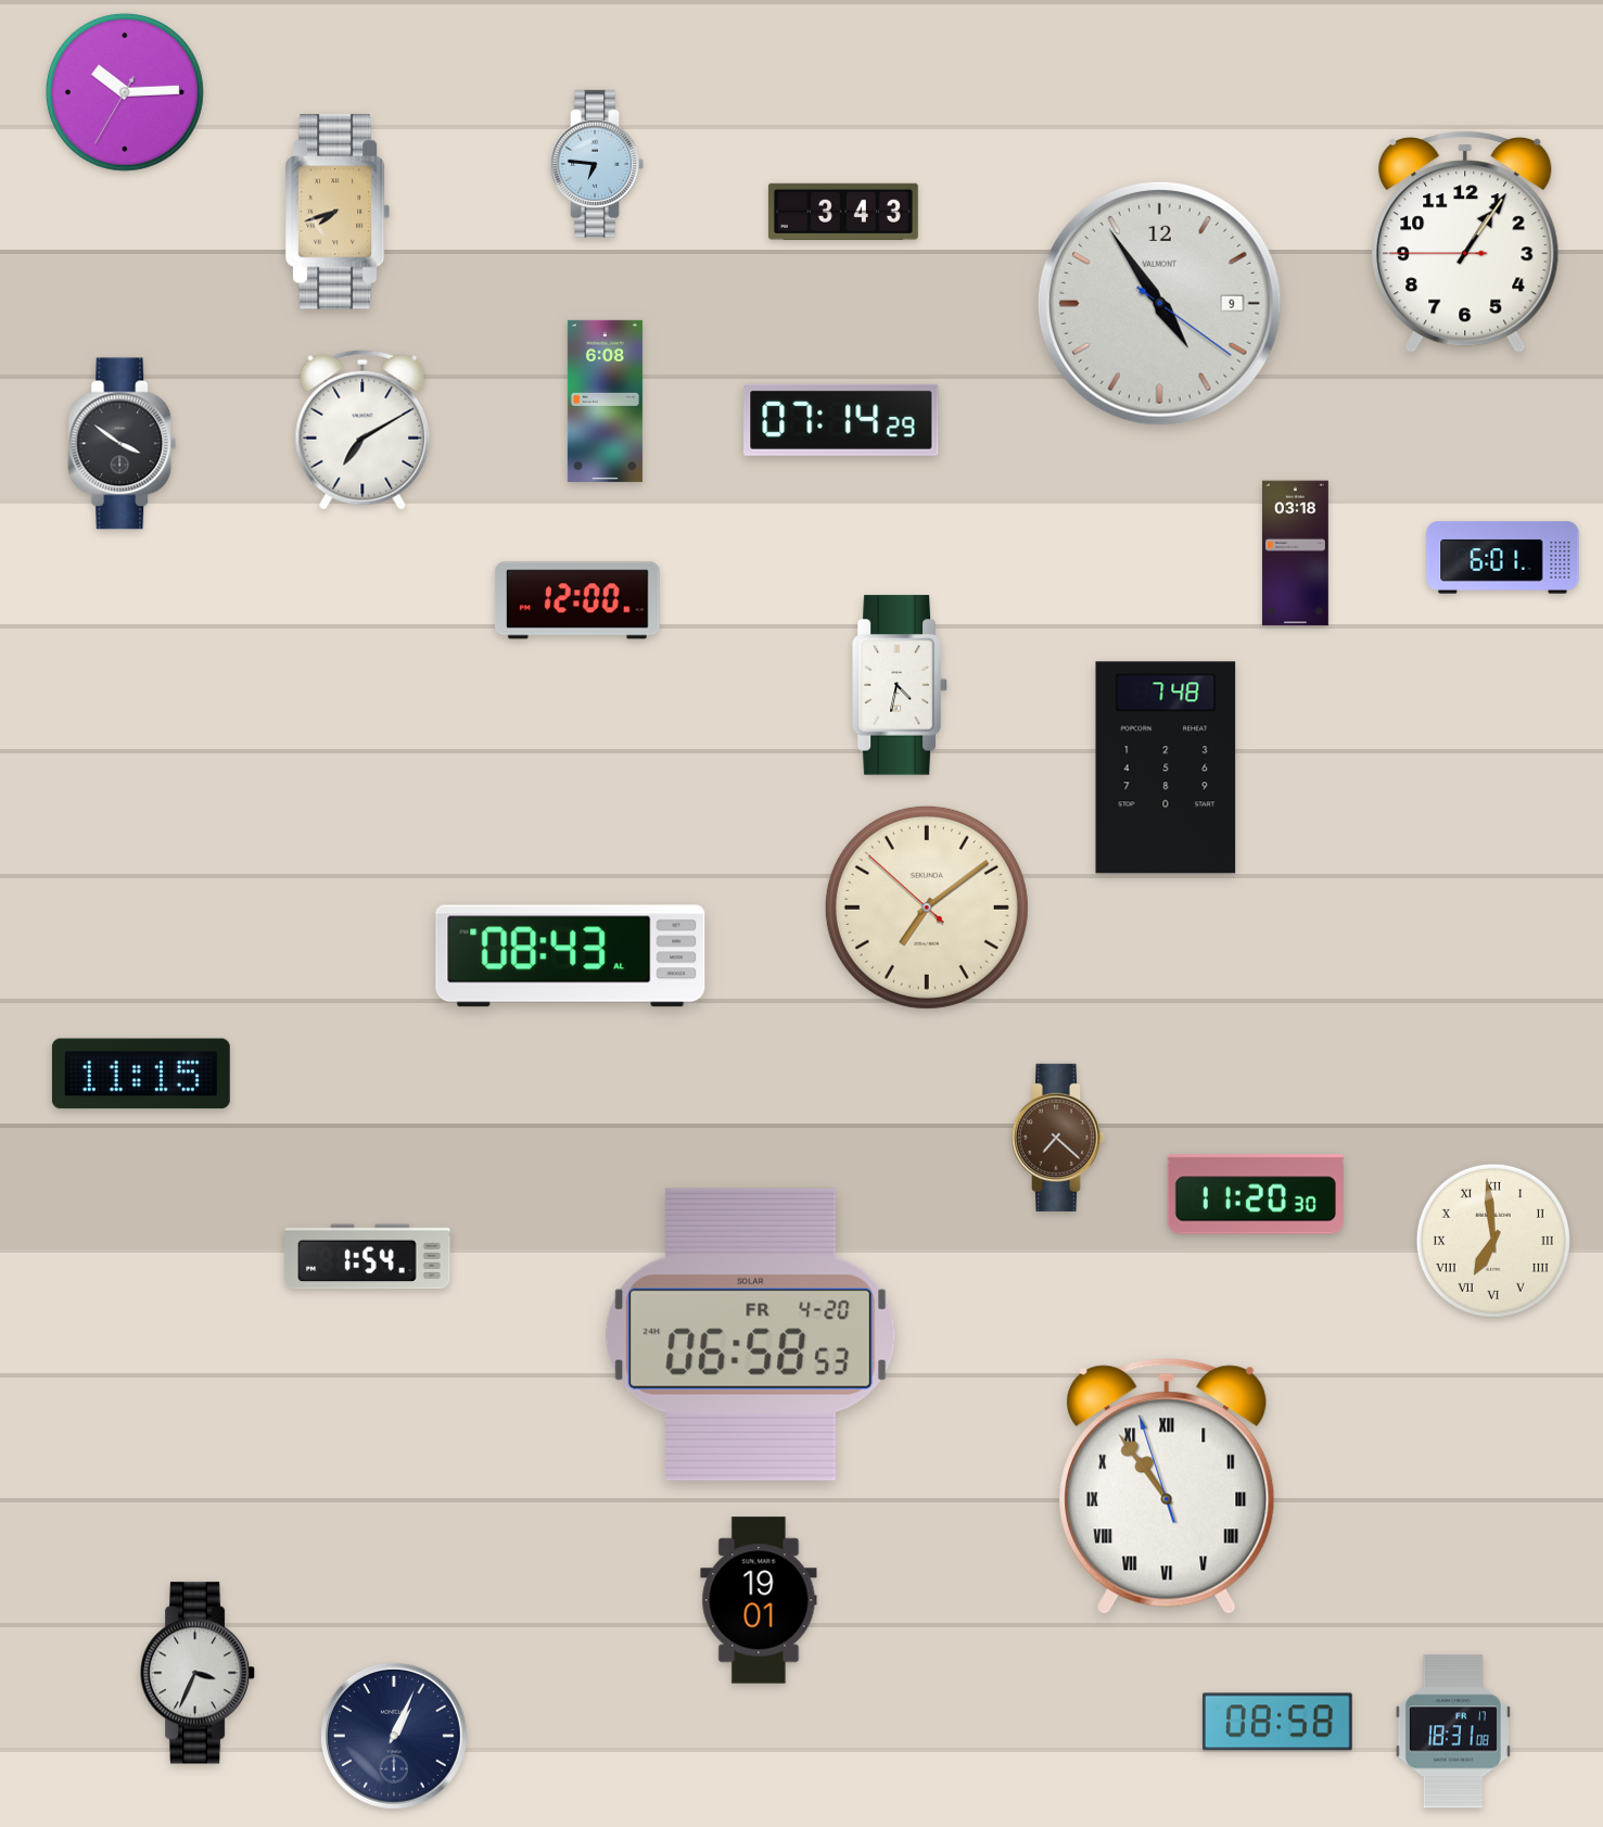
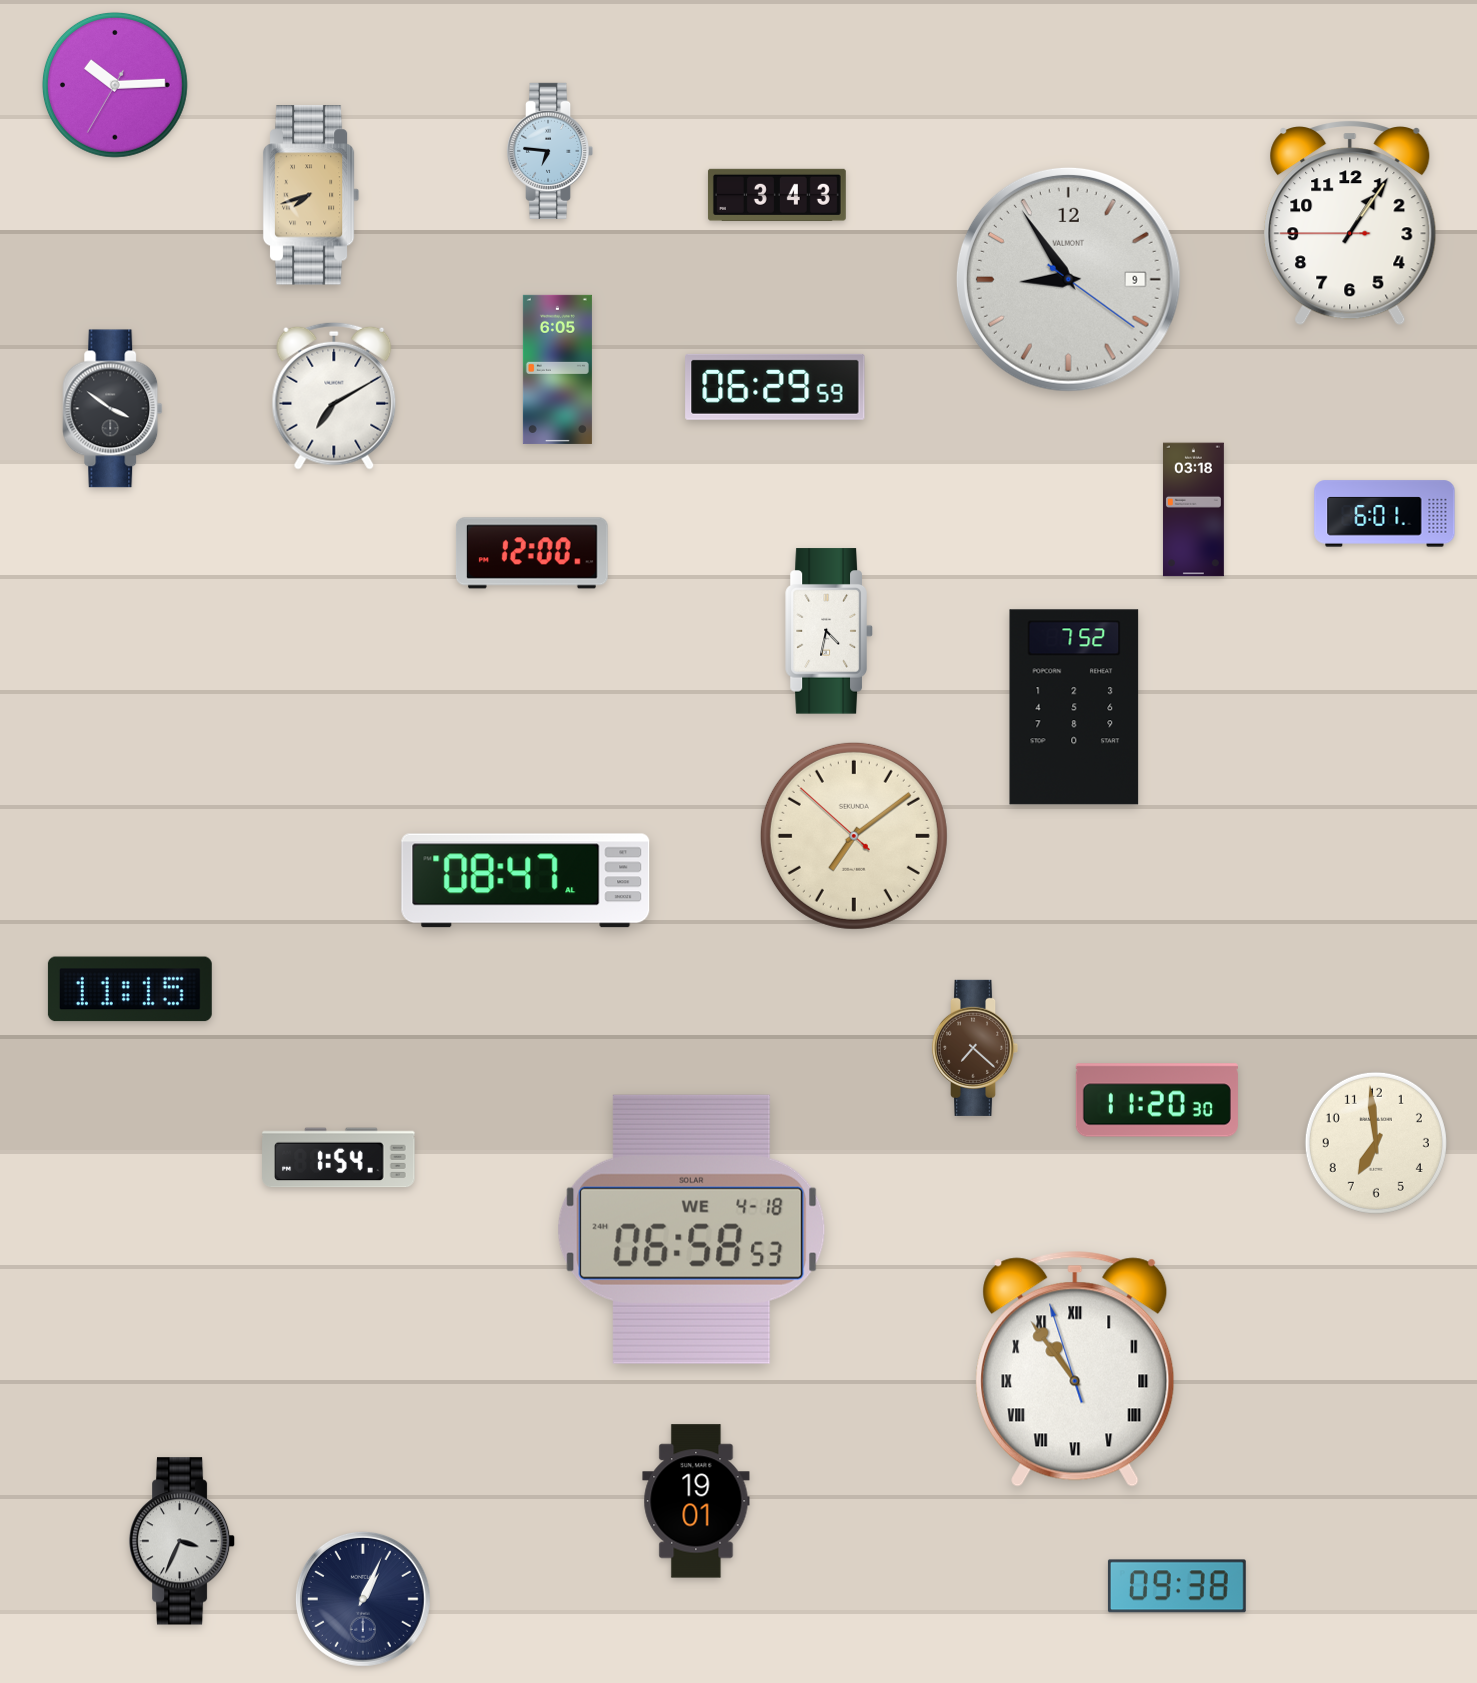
clock at (1159, 303): 4:54 -> 8:54
clock at (605, 401): 6:08 -> 6:05
clock at (841, 420): 07:14 -> 06:29
clock at (1166, 767): 7:48 -> 7:52
clock at (571, 956): 08:43 -> 08:47
clock at (1493, 1241) numerals: Roman -> Arabic
clock at (751, 1334) date: FR 4-20 -> WE 4-18
clock at (759, 1600) position: (759, 1600) -> (696, 1501)
clock at (1277, 1722): 08:58 -> 09:38
clock at (1453, 1731): 18:31 -> none
